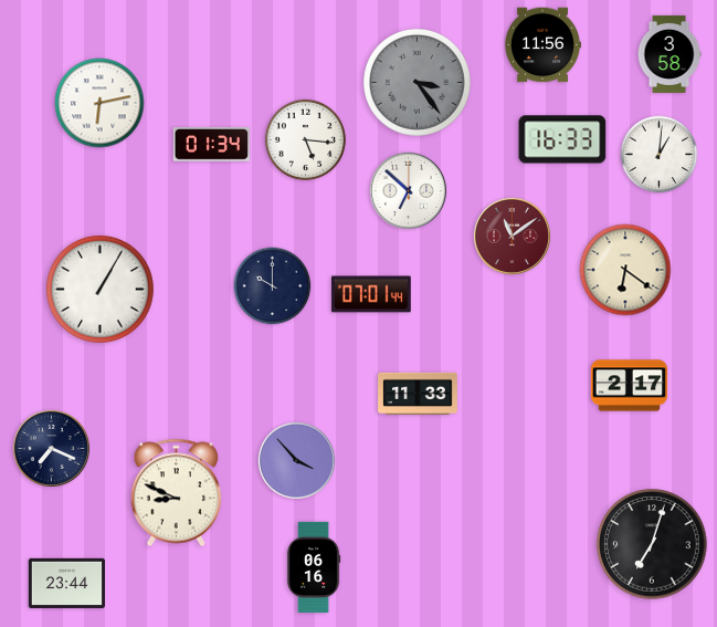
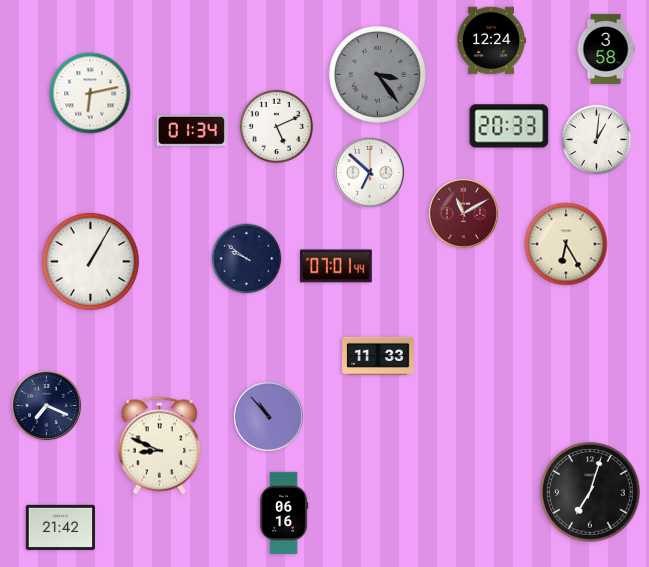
clock at (542, 45): 11:56 -> 12:24
clock at (305, 139): 5:16 -> 5:11
clock at (562, 139): 16:33 -> 20:33
clock at (512, 236): 11:09 -> 11:10
clock at (625, 270): 6:21 -> 6:25
clock at (273, 286): 10:00 -> 9:51
clock at (630, 386): 2:17 -> none
clock at (296, 460): 3:53 -> 10:53
clock at (66, 583): 23:44 -> 21:42
